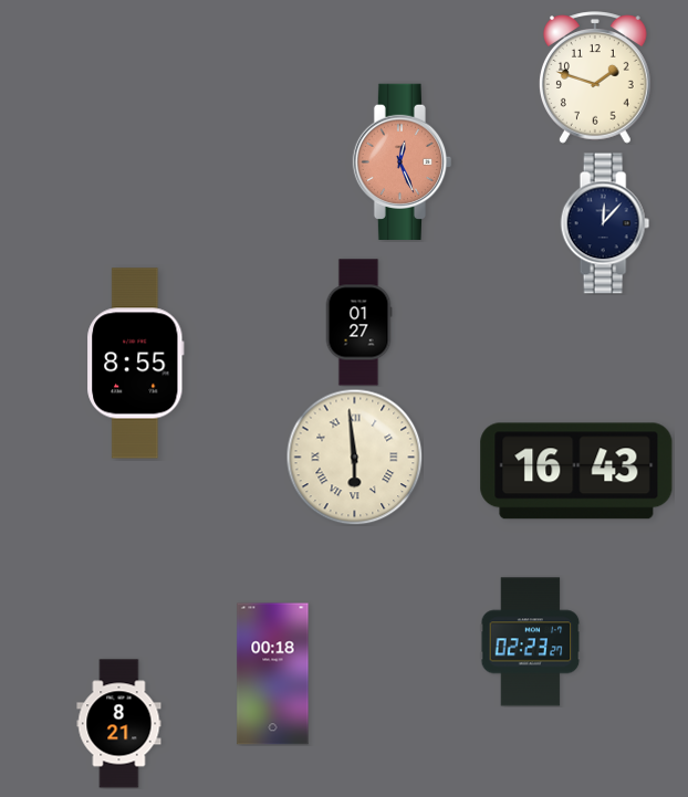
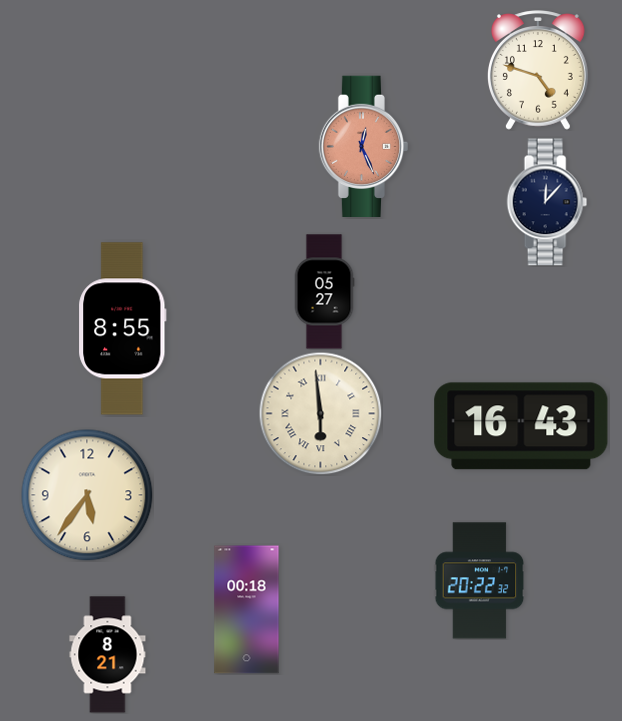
clock at (595, 77): 1:48 -> 4:48
clock at (358, 323): 01:27 -> 05:27
clock at (87, 495): none -> 5:36
clock at (531, 642): 02:23 -> 20:22
